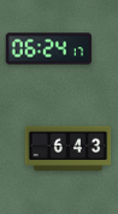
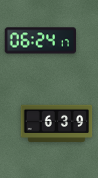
clock at (69, 148): 6:43 -> 6:39
